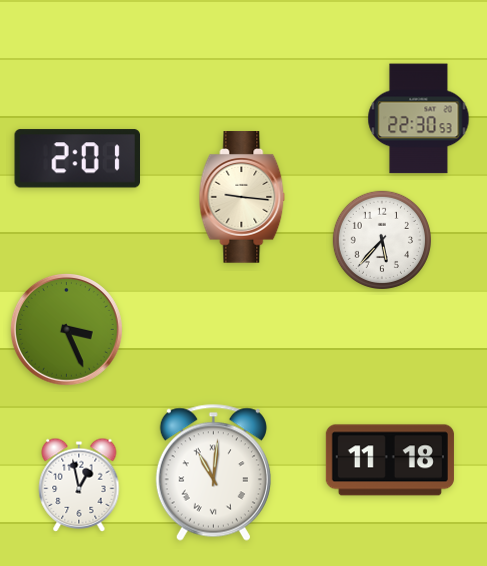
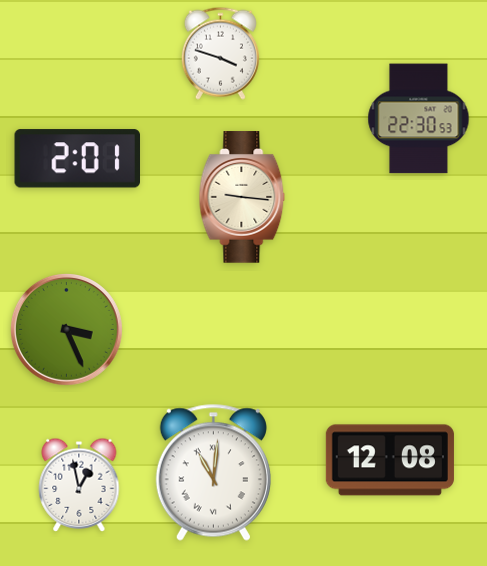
clock at (220, 53): none -> 3:48
clock at (381, 239): 5:37 -> none
clock at (390, 460): 11:18 -> 12:08
